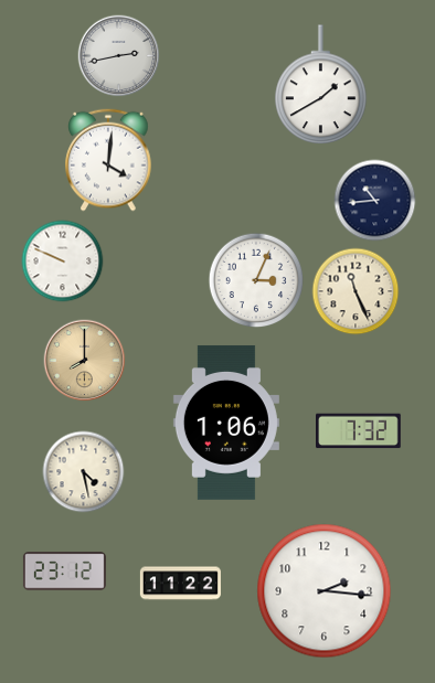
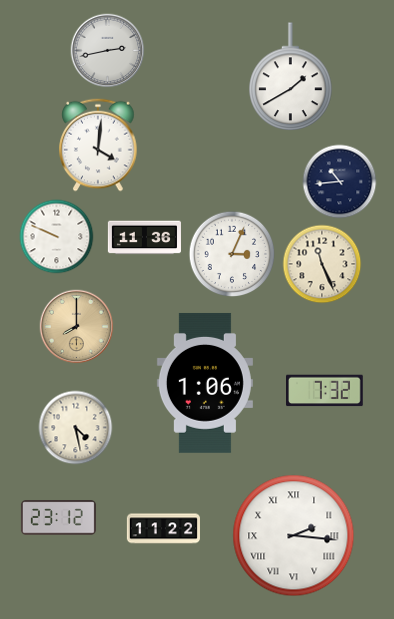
clock at (144, 238): none -> 11:36
clock at (325, 591) numerals: Arabic -> Roman
